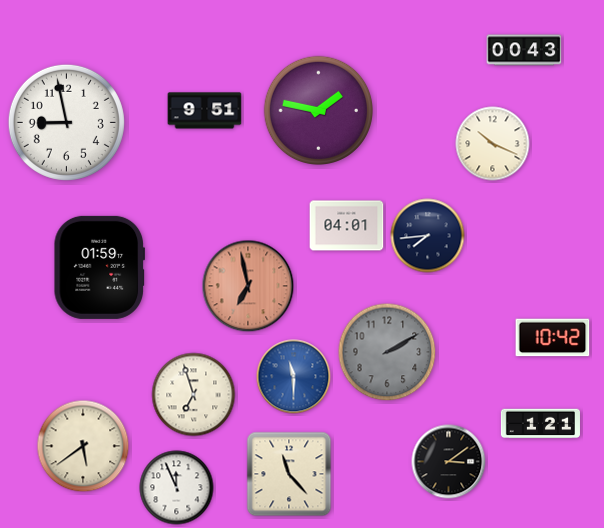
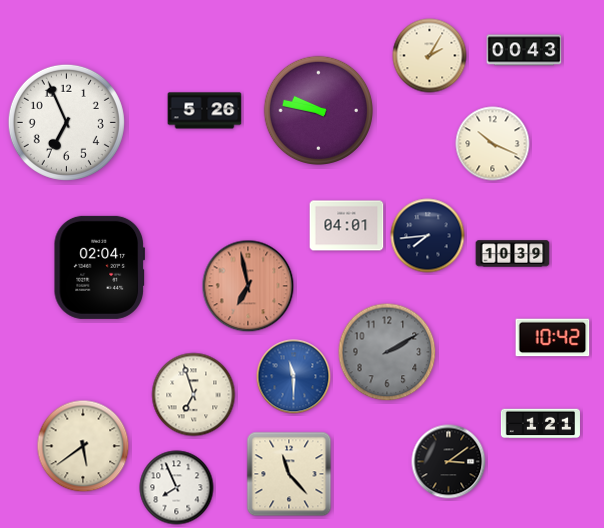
clock at (430, 56): none -> 2:05
clock at (205, 111): 9:51 -> 5:26
clock at (319, 111): 1:47 -> 9:47
clock at (66, 122): 8:58 -> 6:56
clock at (513, 254): none -> 10:39
clock at (99, 267): 01:59 -> 02:04
clock at (177, 488): 11:56 -> 7:56
